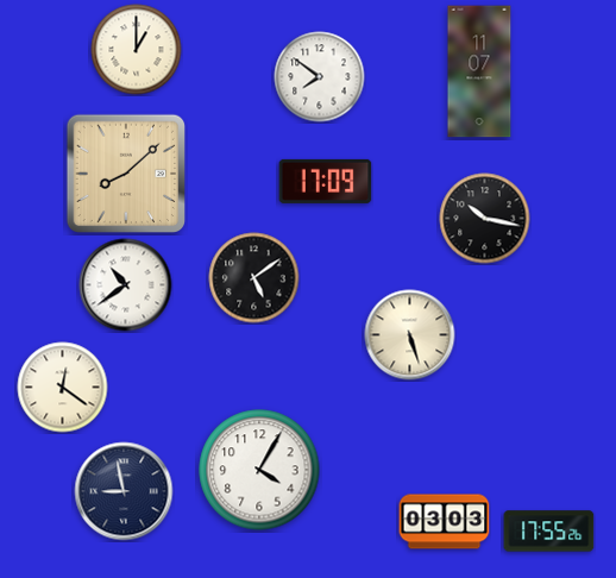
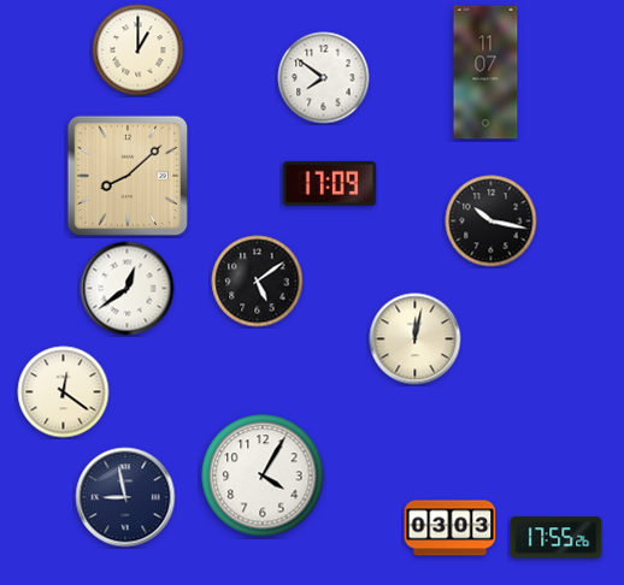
clock at (126, 285): 10:39 -> 12:39
clock at (410, 335): 5:27 -> 12:02
